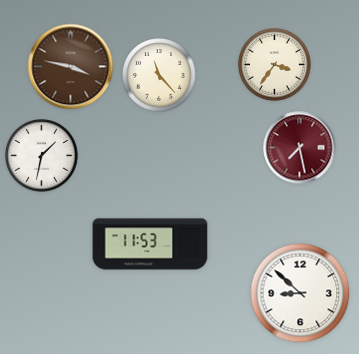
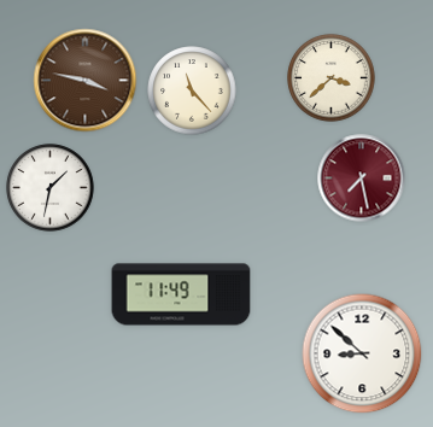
clock at (275, 65): 3:36 -> 3:38
clock at (150, 244): 11:53 -> 11:49
